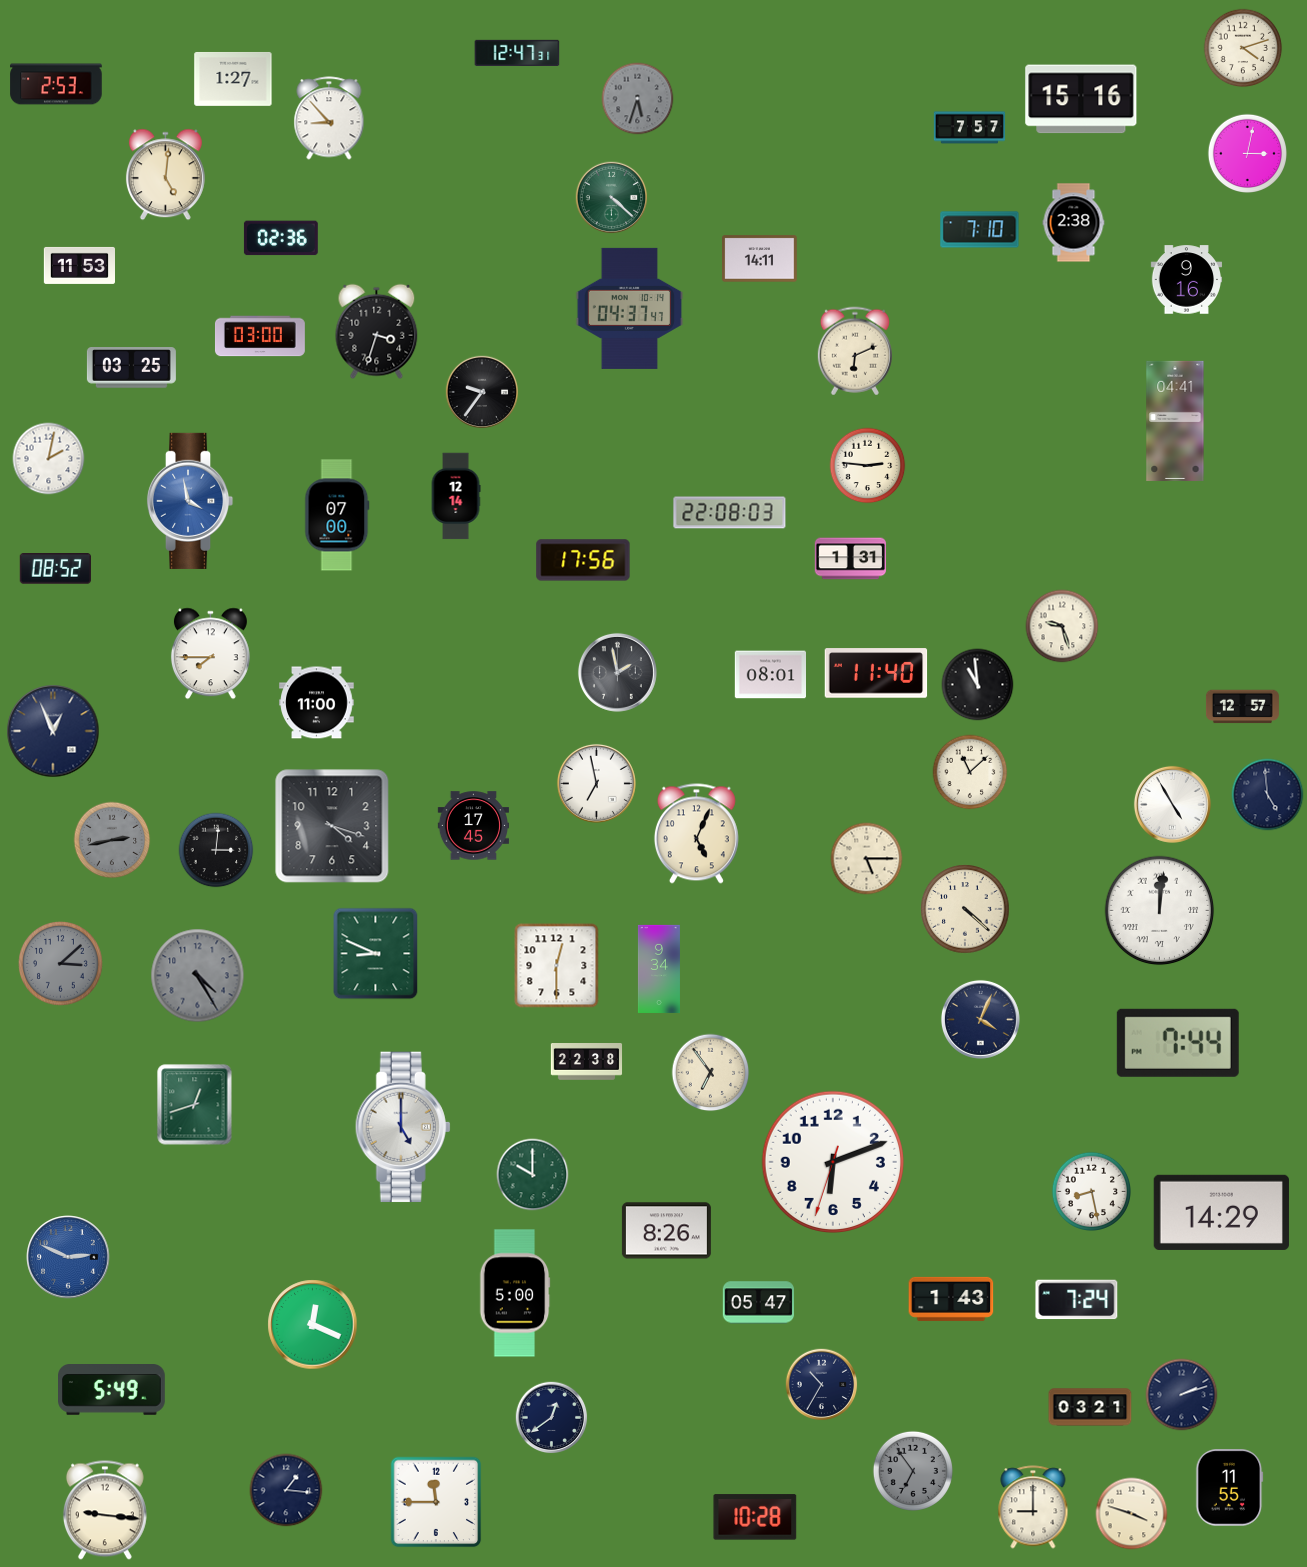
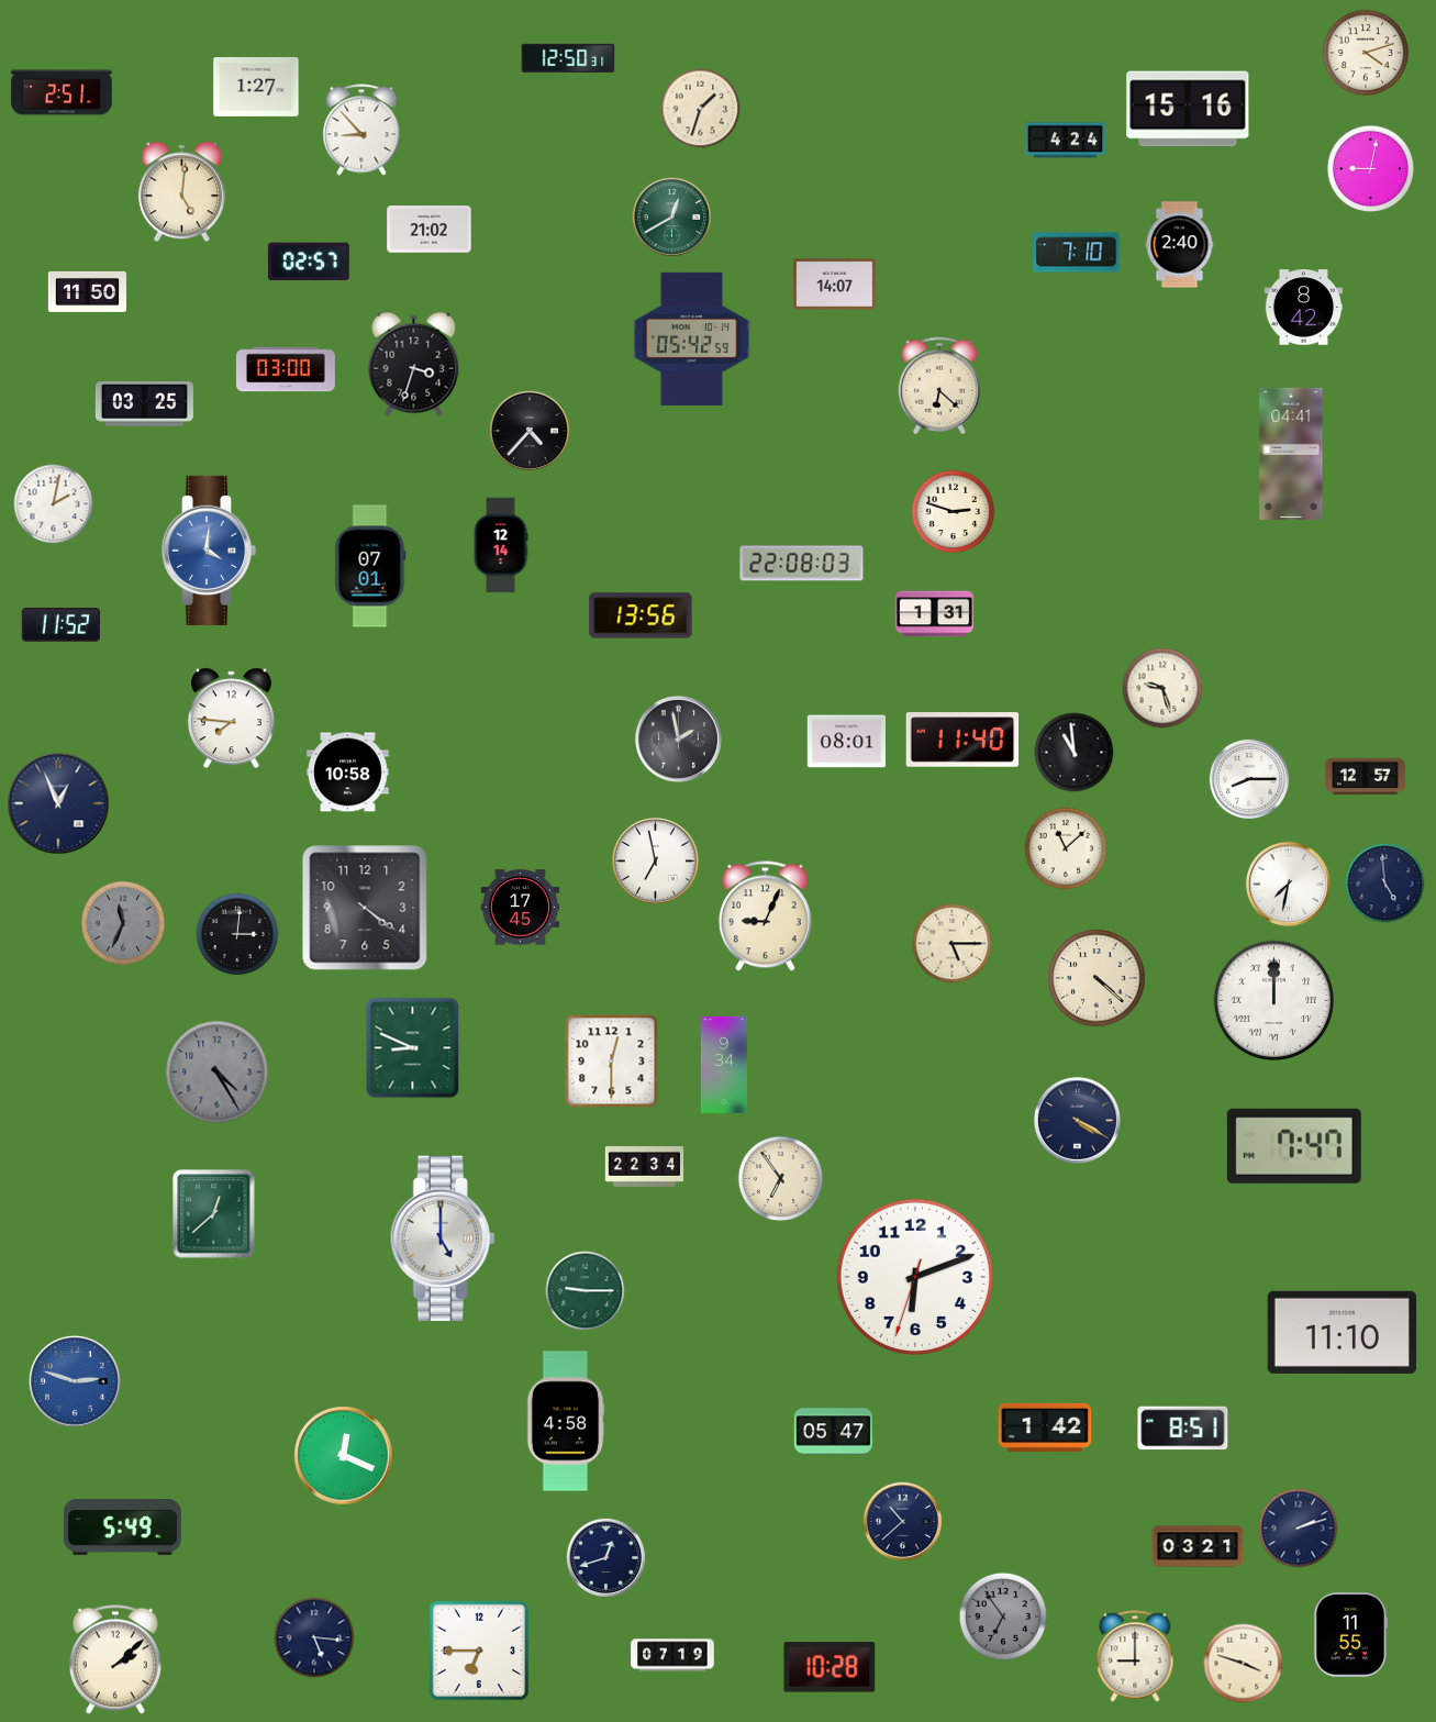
clock at (517, 52): 12:47 -> 12:50
clock at (56, 84): 2:53 -> 2:51
clock at (638, 99): 5:33 -> 1:33
clock at (638, 99) dial: grey -> cream
clock at (970, 128): 7:57 -> 4:24
clock at (1247, 153): 3:02 -> 9:02
clock at (612, 198): 4:22 -> 12:40
clock at (430, 230): none -> 21:02
clock at (1074, 223): 2:38 -> 2:40
clock at (281, 238): 02:36 -> 02:57
clock at (760, 259): 14:11 -> 14:07
clock at (80, 265): 11:53 -> 11:50
clock at (1187, 280): 9:16 -> 8:42
clock at (630, 308): 04:37 -> 05:42
clock at (855, 351): 6:11 -> 6:22
clock at (481, 391): 9:36 -> 4:37
clock at (1175, 421) position: (1175, 421) -> (1291, 454)
clock at (868, 466): 2:46 -> 2:48
clock at (190, 501): 3:58 -> 4:01
clock at (337, 515): 07:00 -> 07:01
clock at (583, 560): 17:56 -> 13:56
clock at (55, 569): 08:52 -> 11:52
clock at (1062, 626) position: (1062, 626) -> (1162, 688)
clock at (210, 654): 7:45 -> 7:46
clock at (317, 703): 11:00 -> 10:58
clock at (1248, 778): none -> 8:15
clock at (1268, 795) position: (1268, 795) -> (1385, 884)
clock at (1172, 804): 4:55 -> 7:32
clock at (332, 826): 4:18 -> 4:21
clock at (696, 834): 5:04 -> 9:04
clock at (112, 840): 2:43 -> 11:34
clock at (965, 909) position: (965, 909) -> (1097, 978)
clock at (1160, 911): 12:01 -> 12:00
clock at (61, 964): 3:08 -> none
clock at (980, 1019): 4:04 -> 4:20
clock at (1178, 1043): 7:44 -> 7:47
clock at (587, 1062): 22:38 -> 22:34
clock at (195, 1105): 12:42 -> 12:38
clock at (533, 1175): 10:00 -> 9:15
clock at (1091, 1191): 8:28 -> none
clock at (1221, 1212): 14:29 -> 11:10
clock at (666, 1231): 8:26 -> none
clock at (68, 1257): 2:49 -> 2:48
clock at (515, 1293): 5:00 -> 4:58
clock at (951, 1299): 1:43 -> 1:42
clock at (1077, 1300): 7:24 -> 8:51
clock at (822, 1385): 10:35 -> 10:38
clock at (1182, 1395) position: (1182, 1395) -> (1299, 1529)
clock at (552, 1418): 12:39 -> 12:42
clock at (286, 1490): 1:16 -> 5:16
clock at (436, 1502): 11:45 -> 6:45
clock at (672, 1655): none -> 07:19
clock at (105, 1510): 9:16 -> 2:08
